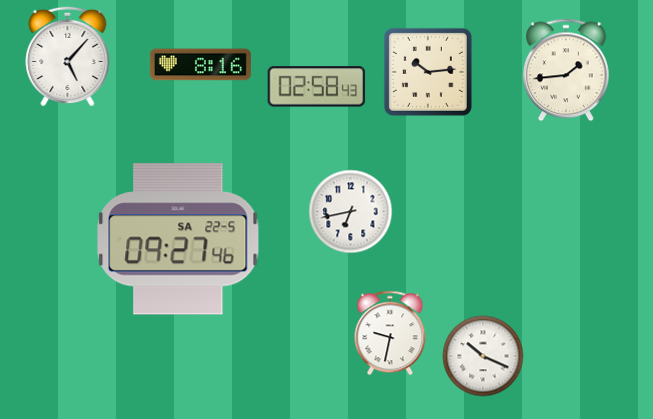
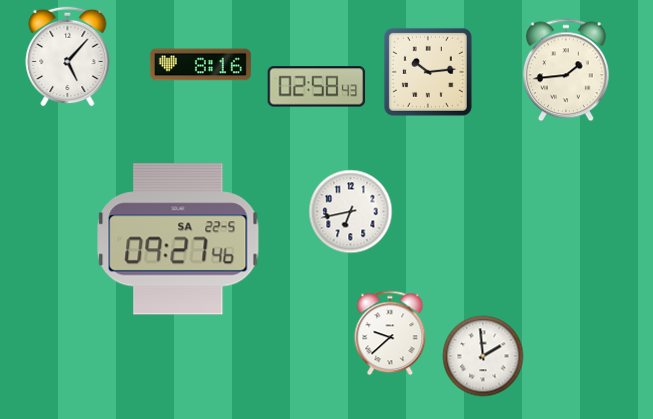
clock at (390, 333): 9:32 -> 9:38
clock at (483, 356): 10:19 -> 1:59
